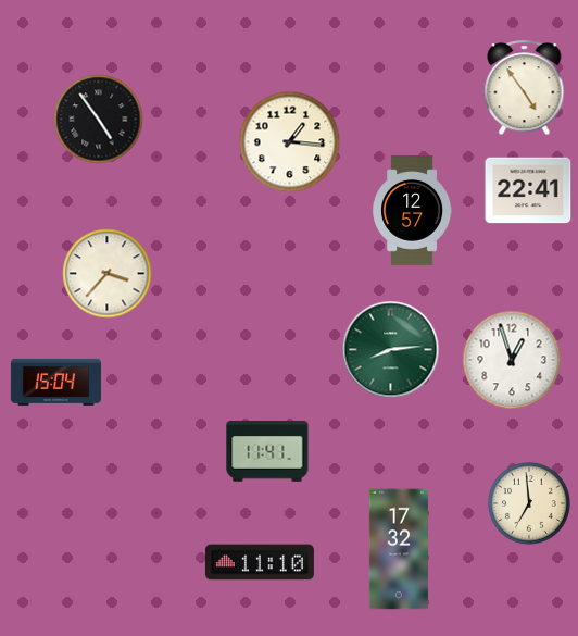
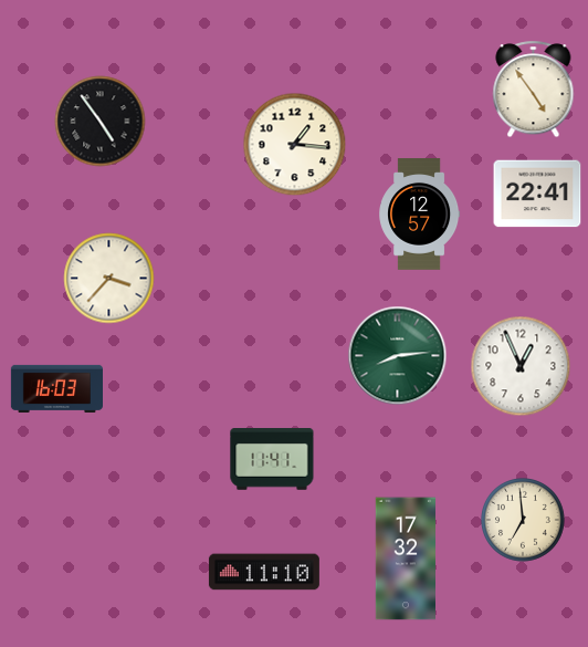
clock at (512, 360): 12:57 -> 12:56
clock at (55, 382): 15:04 -> 16:03
clock at (530, 504) position: (530, 504) -> (524, 521)
